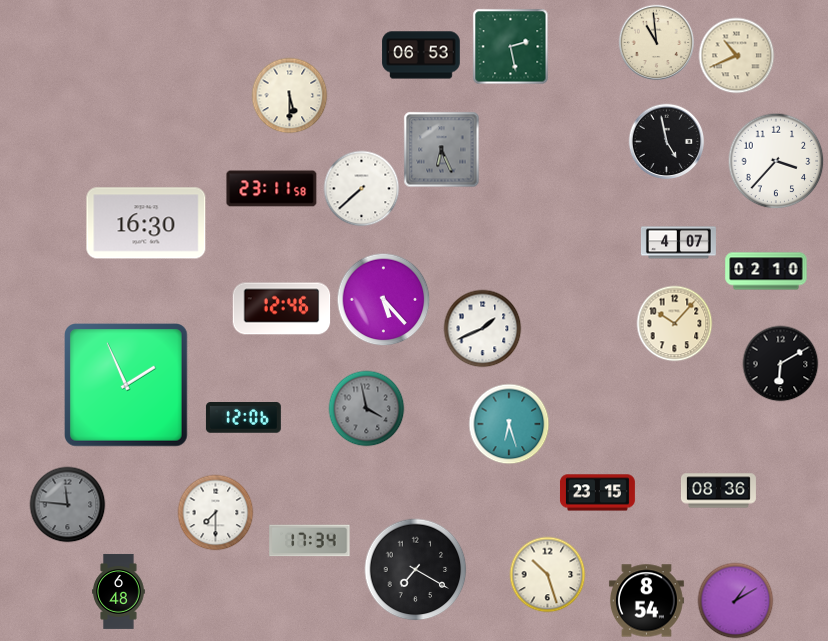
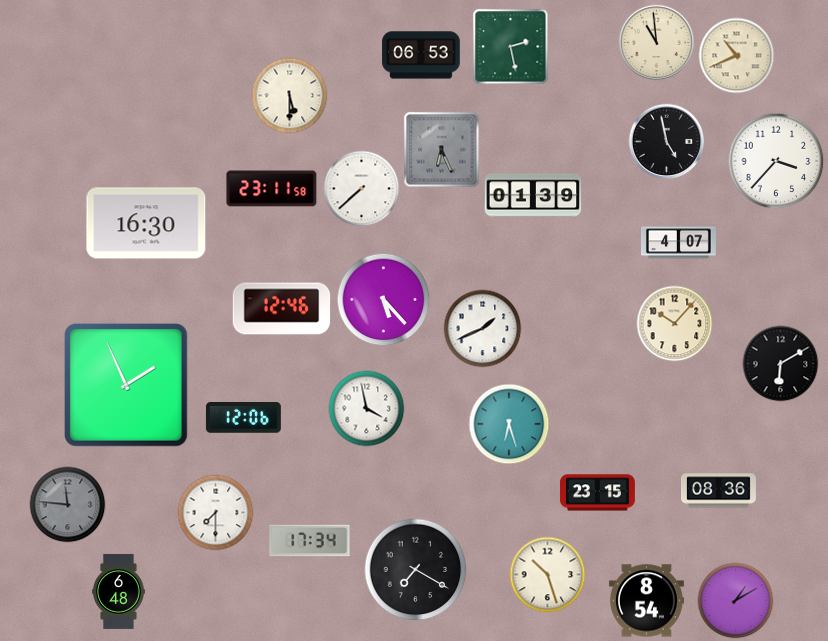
clock at (533, 195): none -> 01:39
clock at (766, 271): 02:10 -> none
clock at (367, 409) dial: grey -> white
